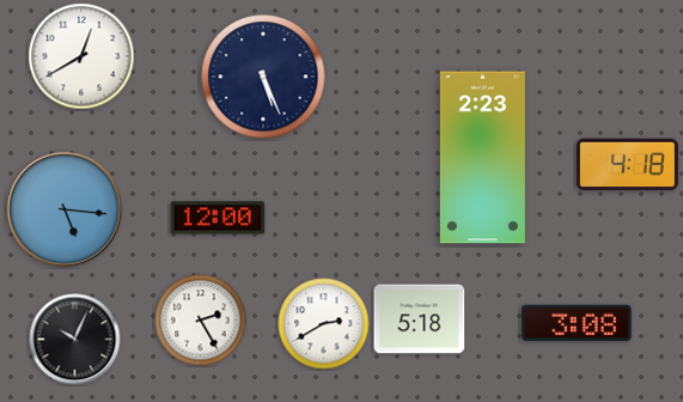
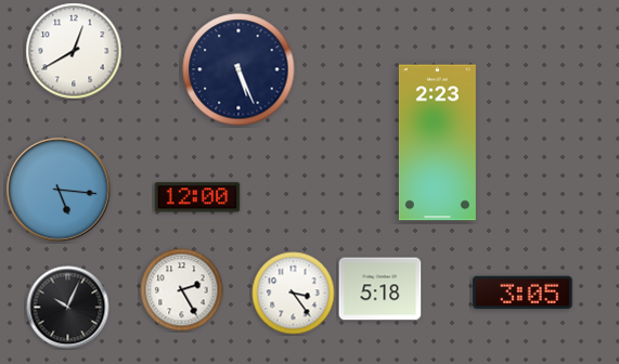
clock at (627, 165): 4:18 -> none
clock at (578, 323): 3:08 -> 3:05
clock at (324, 324): 2:40 -> 3:24
